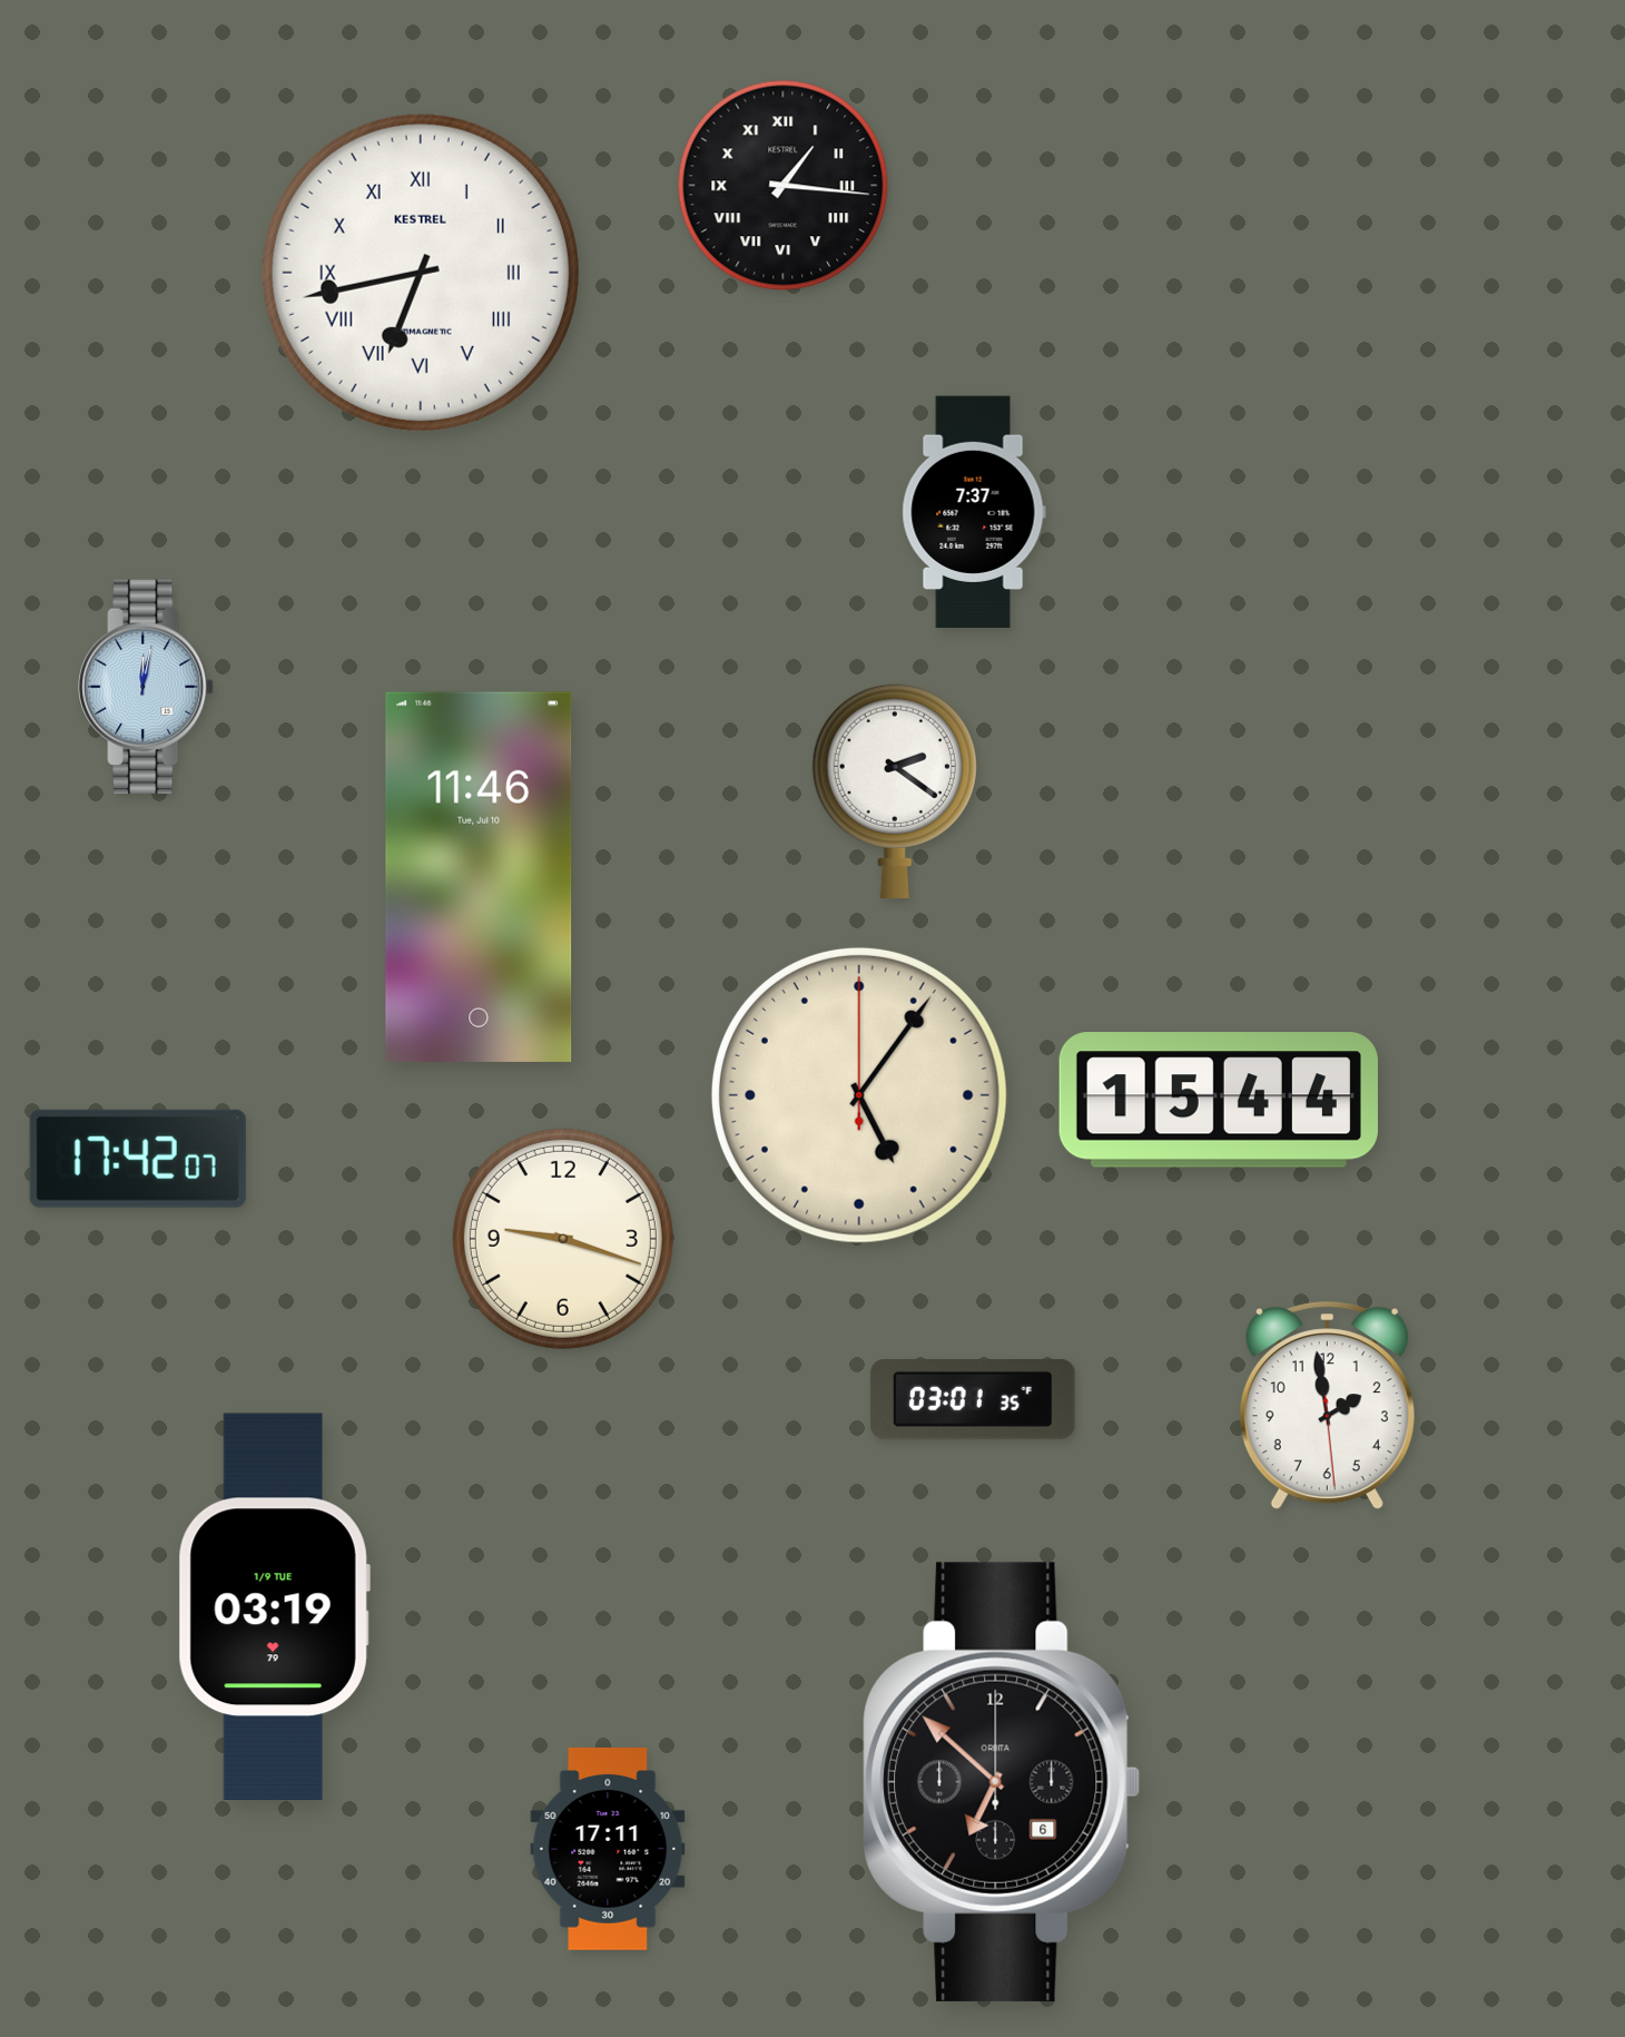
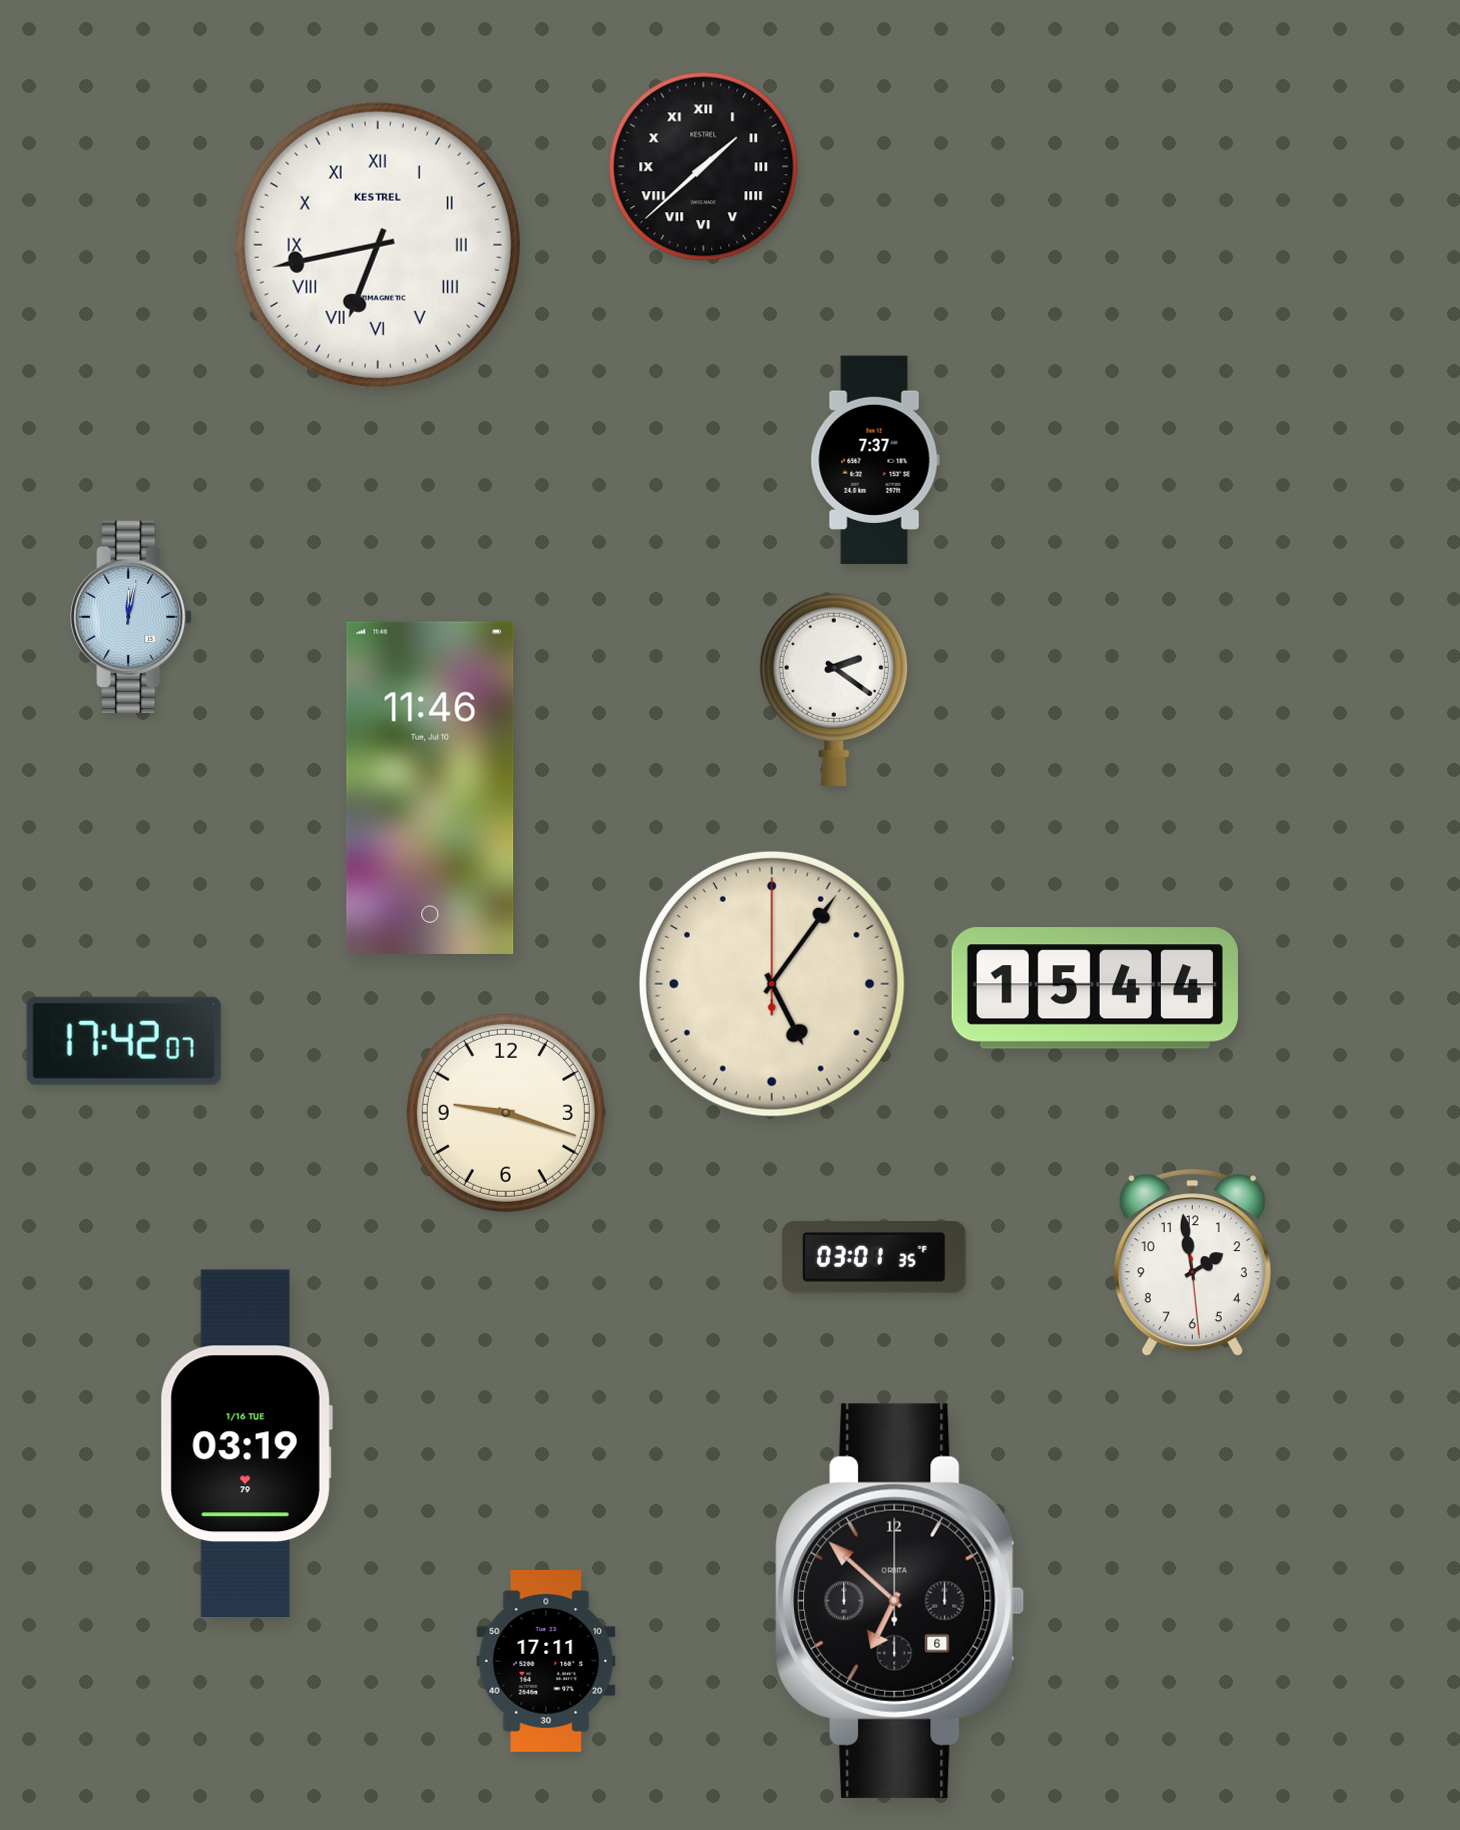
clock at (784, 186): 1:16 -> 1:38
clock at (895, 790) position: (895, 790) -> (834, 689)
clock at (274, 1606) date: 1/9 TUE -> 1/16 TUE
